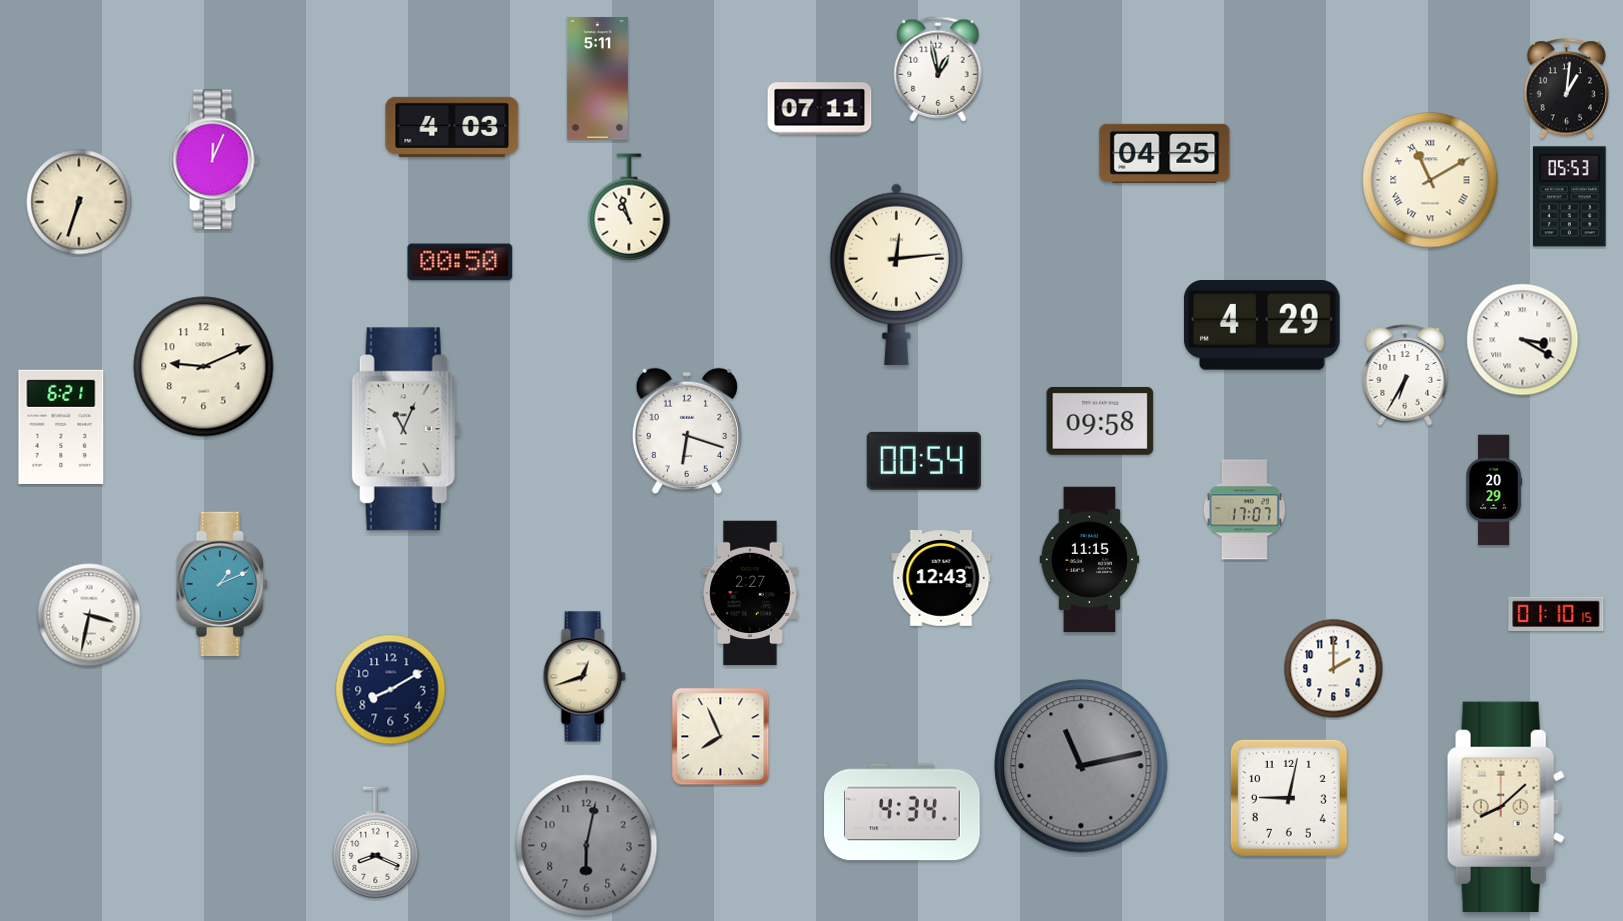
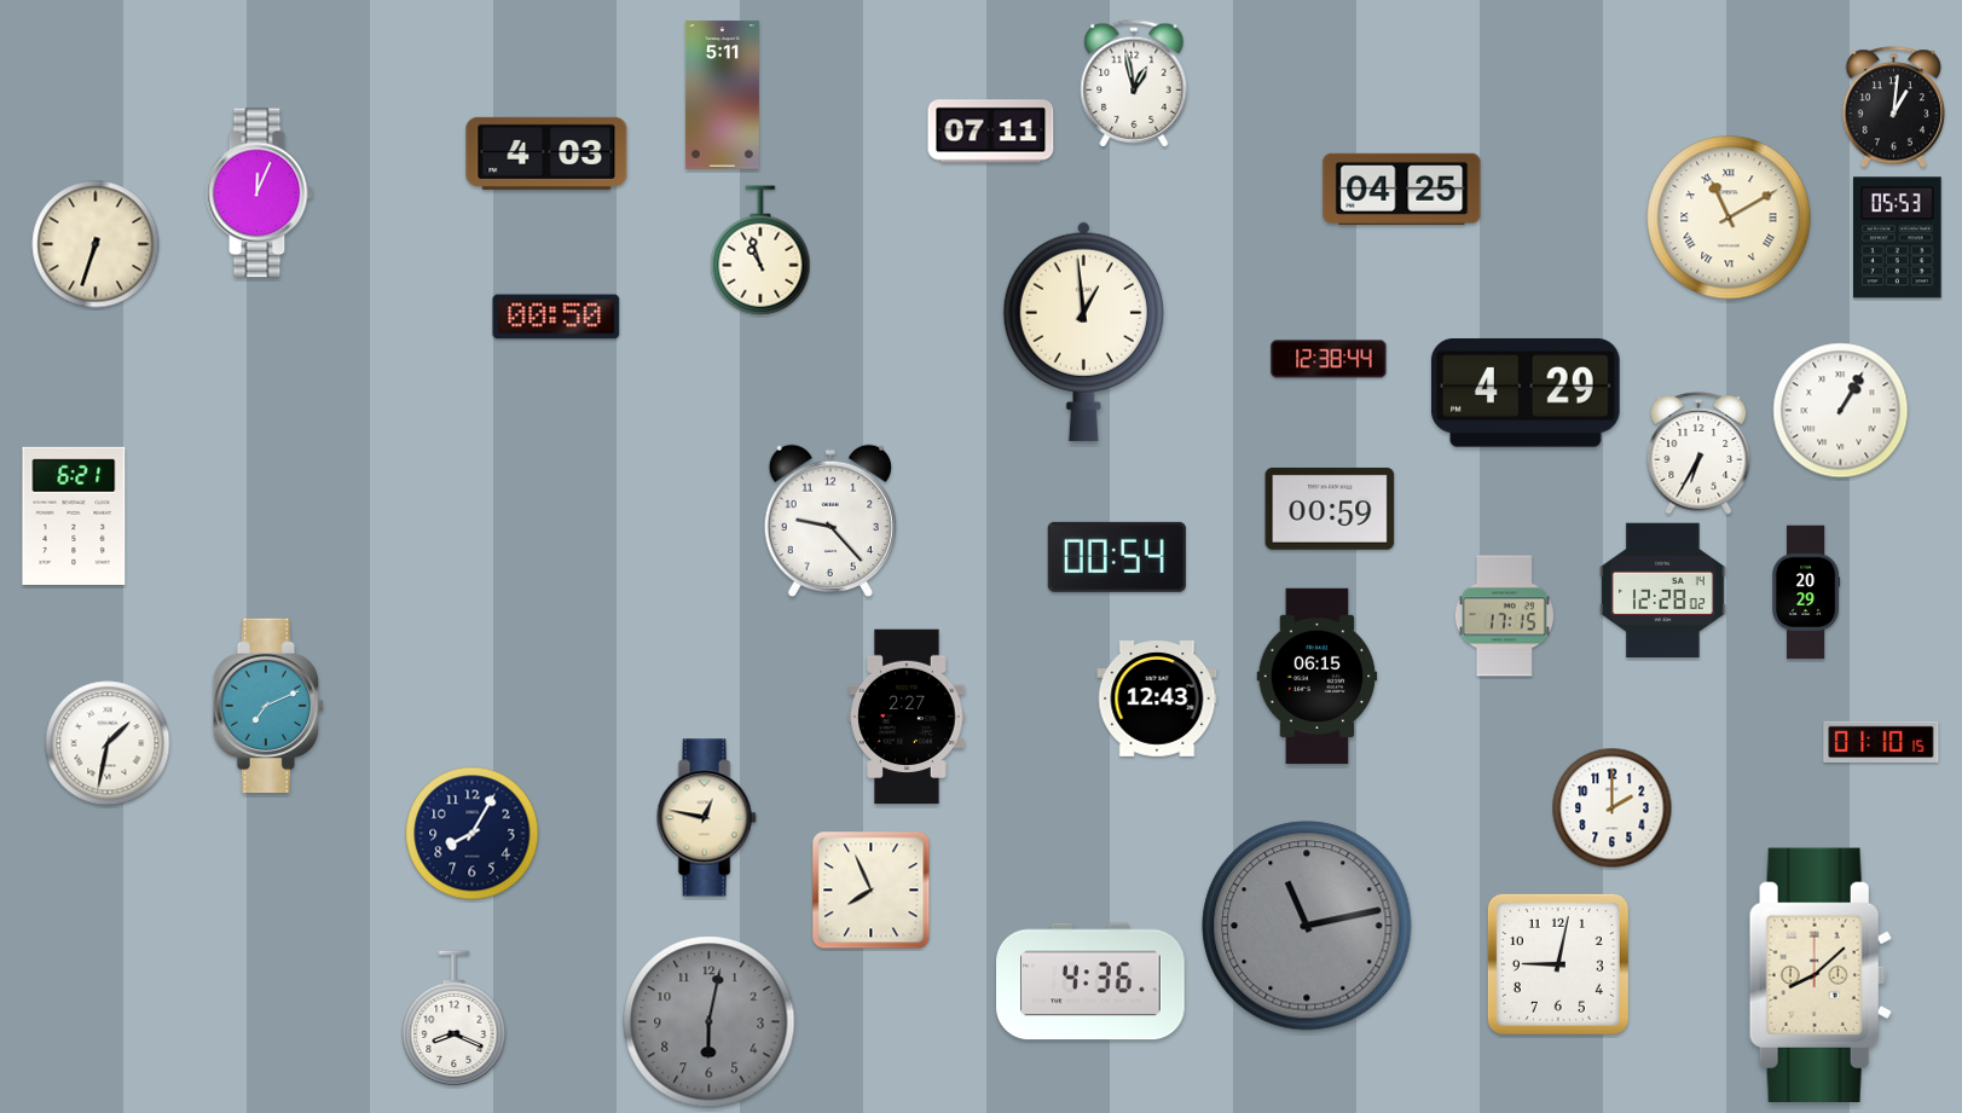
clock at (1165, 153) position: (1165, 153) -> (1402, 189)
clock at (896, 274): 12:14 -> 12:59
clock at (1329, 359): none -> 12:38
clock at (1523, 340): 3:20 -> 1:05
clock at (204, 367): 9:11 -> none
clock at (1100, 421): 09:58 -> 00:59
clock at (406, 429): 11:04 -> none
clock at (687, 430): 6:18 -> 9:23
clock at (1663, 591): none -> 12:28
clock at (1244, 510): 17:07 -> 17:15
clock at (1090, 560): 11:15 -> 06:15
clock at (941, 579) position: (941, 579) -> (1157, 700)
clock at (221, 584): 1:11 -> 7:11
clock at (89, 615): 3:32 -> 1:32
clock at (584, 677): 12:42 -> 12:47
clock at (391, 690): 8:10 -> 8:05
clock at (902, 812): 4:34 -> 4:36
